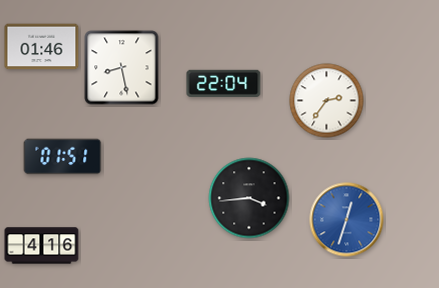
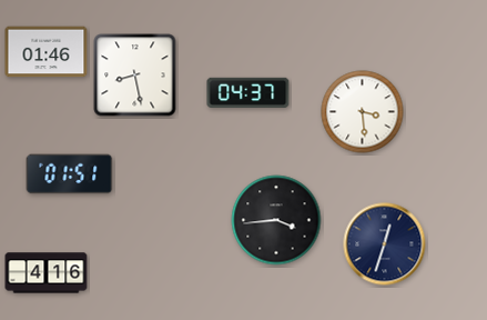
clock at (224, 83): 22:04 -> 04:37
clock at (327, 101): 2:36 -> 3:29
clock at (347, 220) dial: blue -> navy
